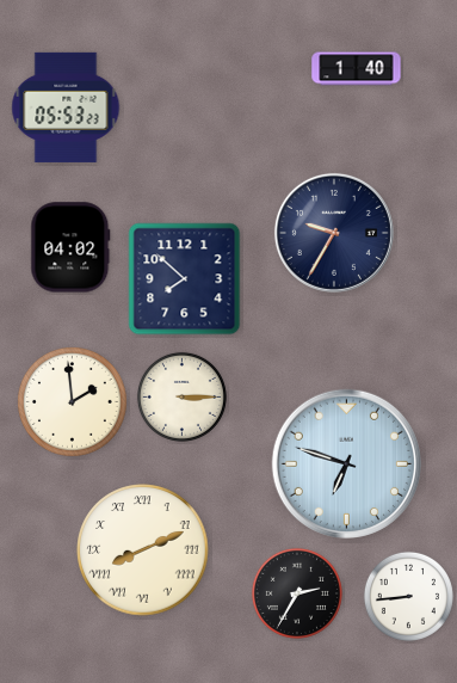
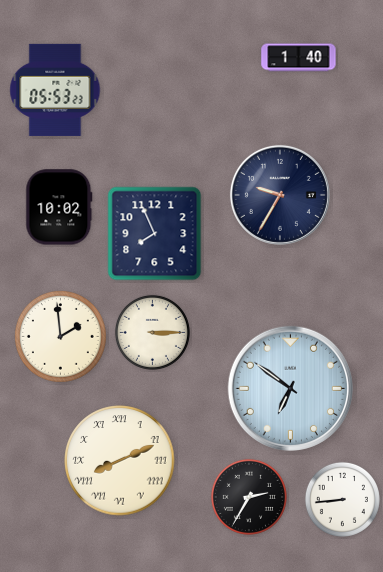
clock at (70, 247): 04:02 -> 10:02
clock at (185, 279): 7:52 -> 7:56
clock at (346, 463): 6:48 -> 6:51
